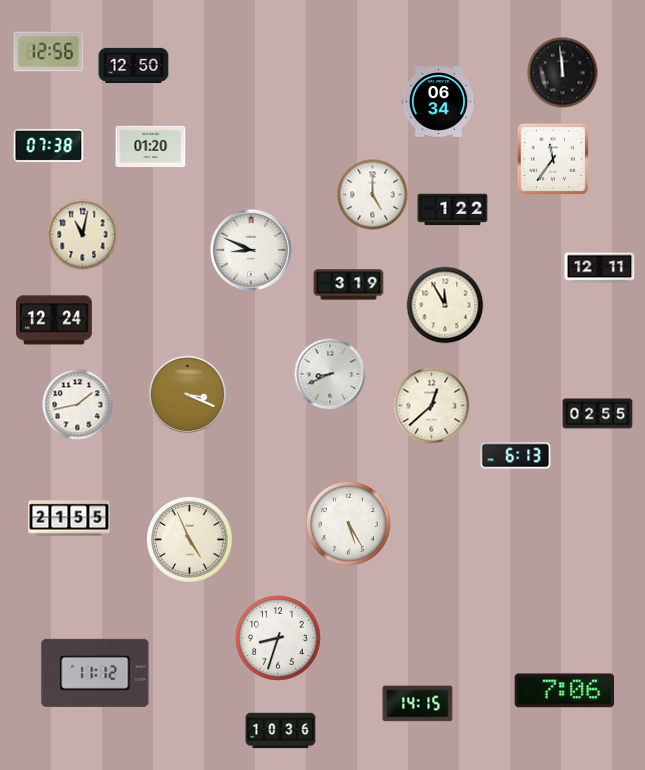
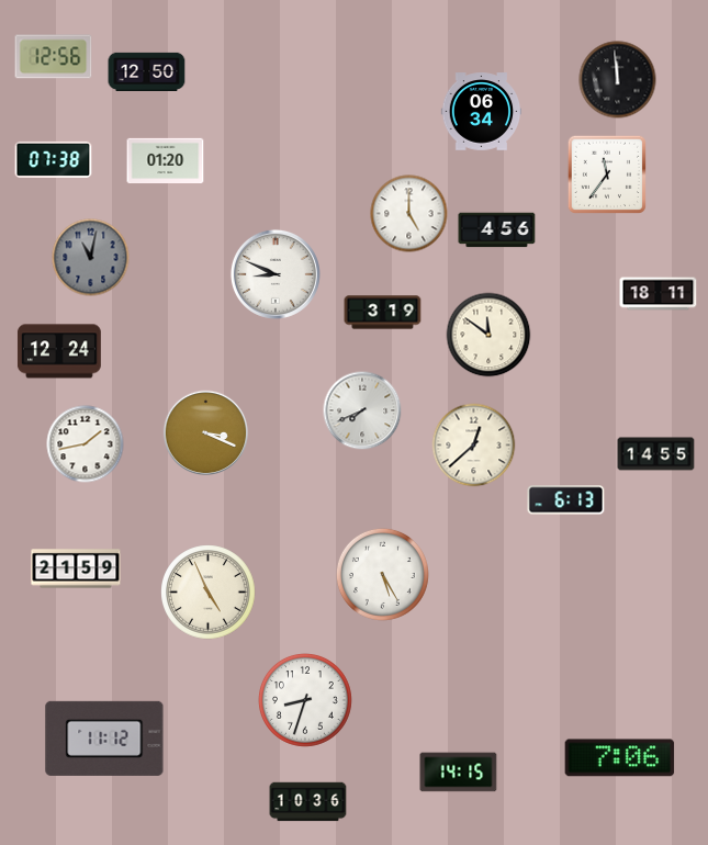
clock at (453, 210): 1:22 -> 4:56
clock at (83, 235) dial: cream -> grey
clock at (600, 268): 12:11 -> 18:11
clock at (445, 305): 11:55 -> 11:51
clock at (330, 374): 8:41 -> 7:41
clock at (598, 414): 02:55 -> 14:55
clock at (69, 518): 21:55 -> 21:59
